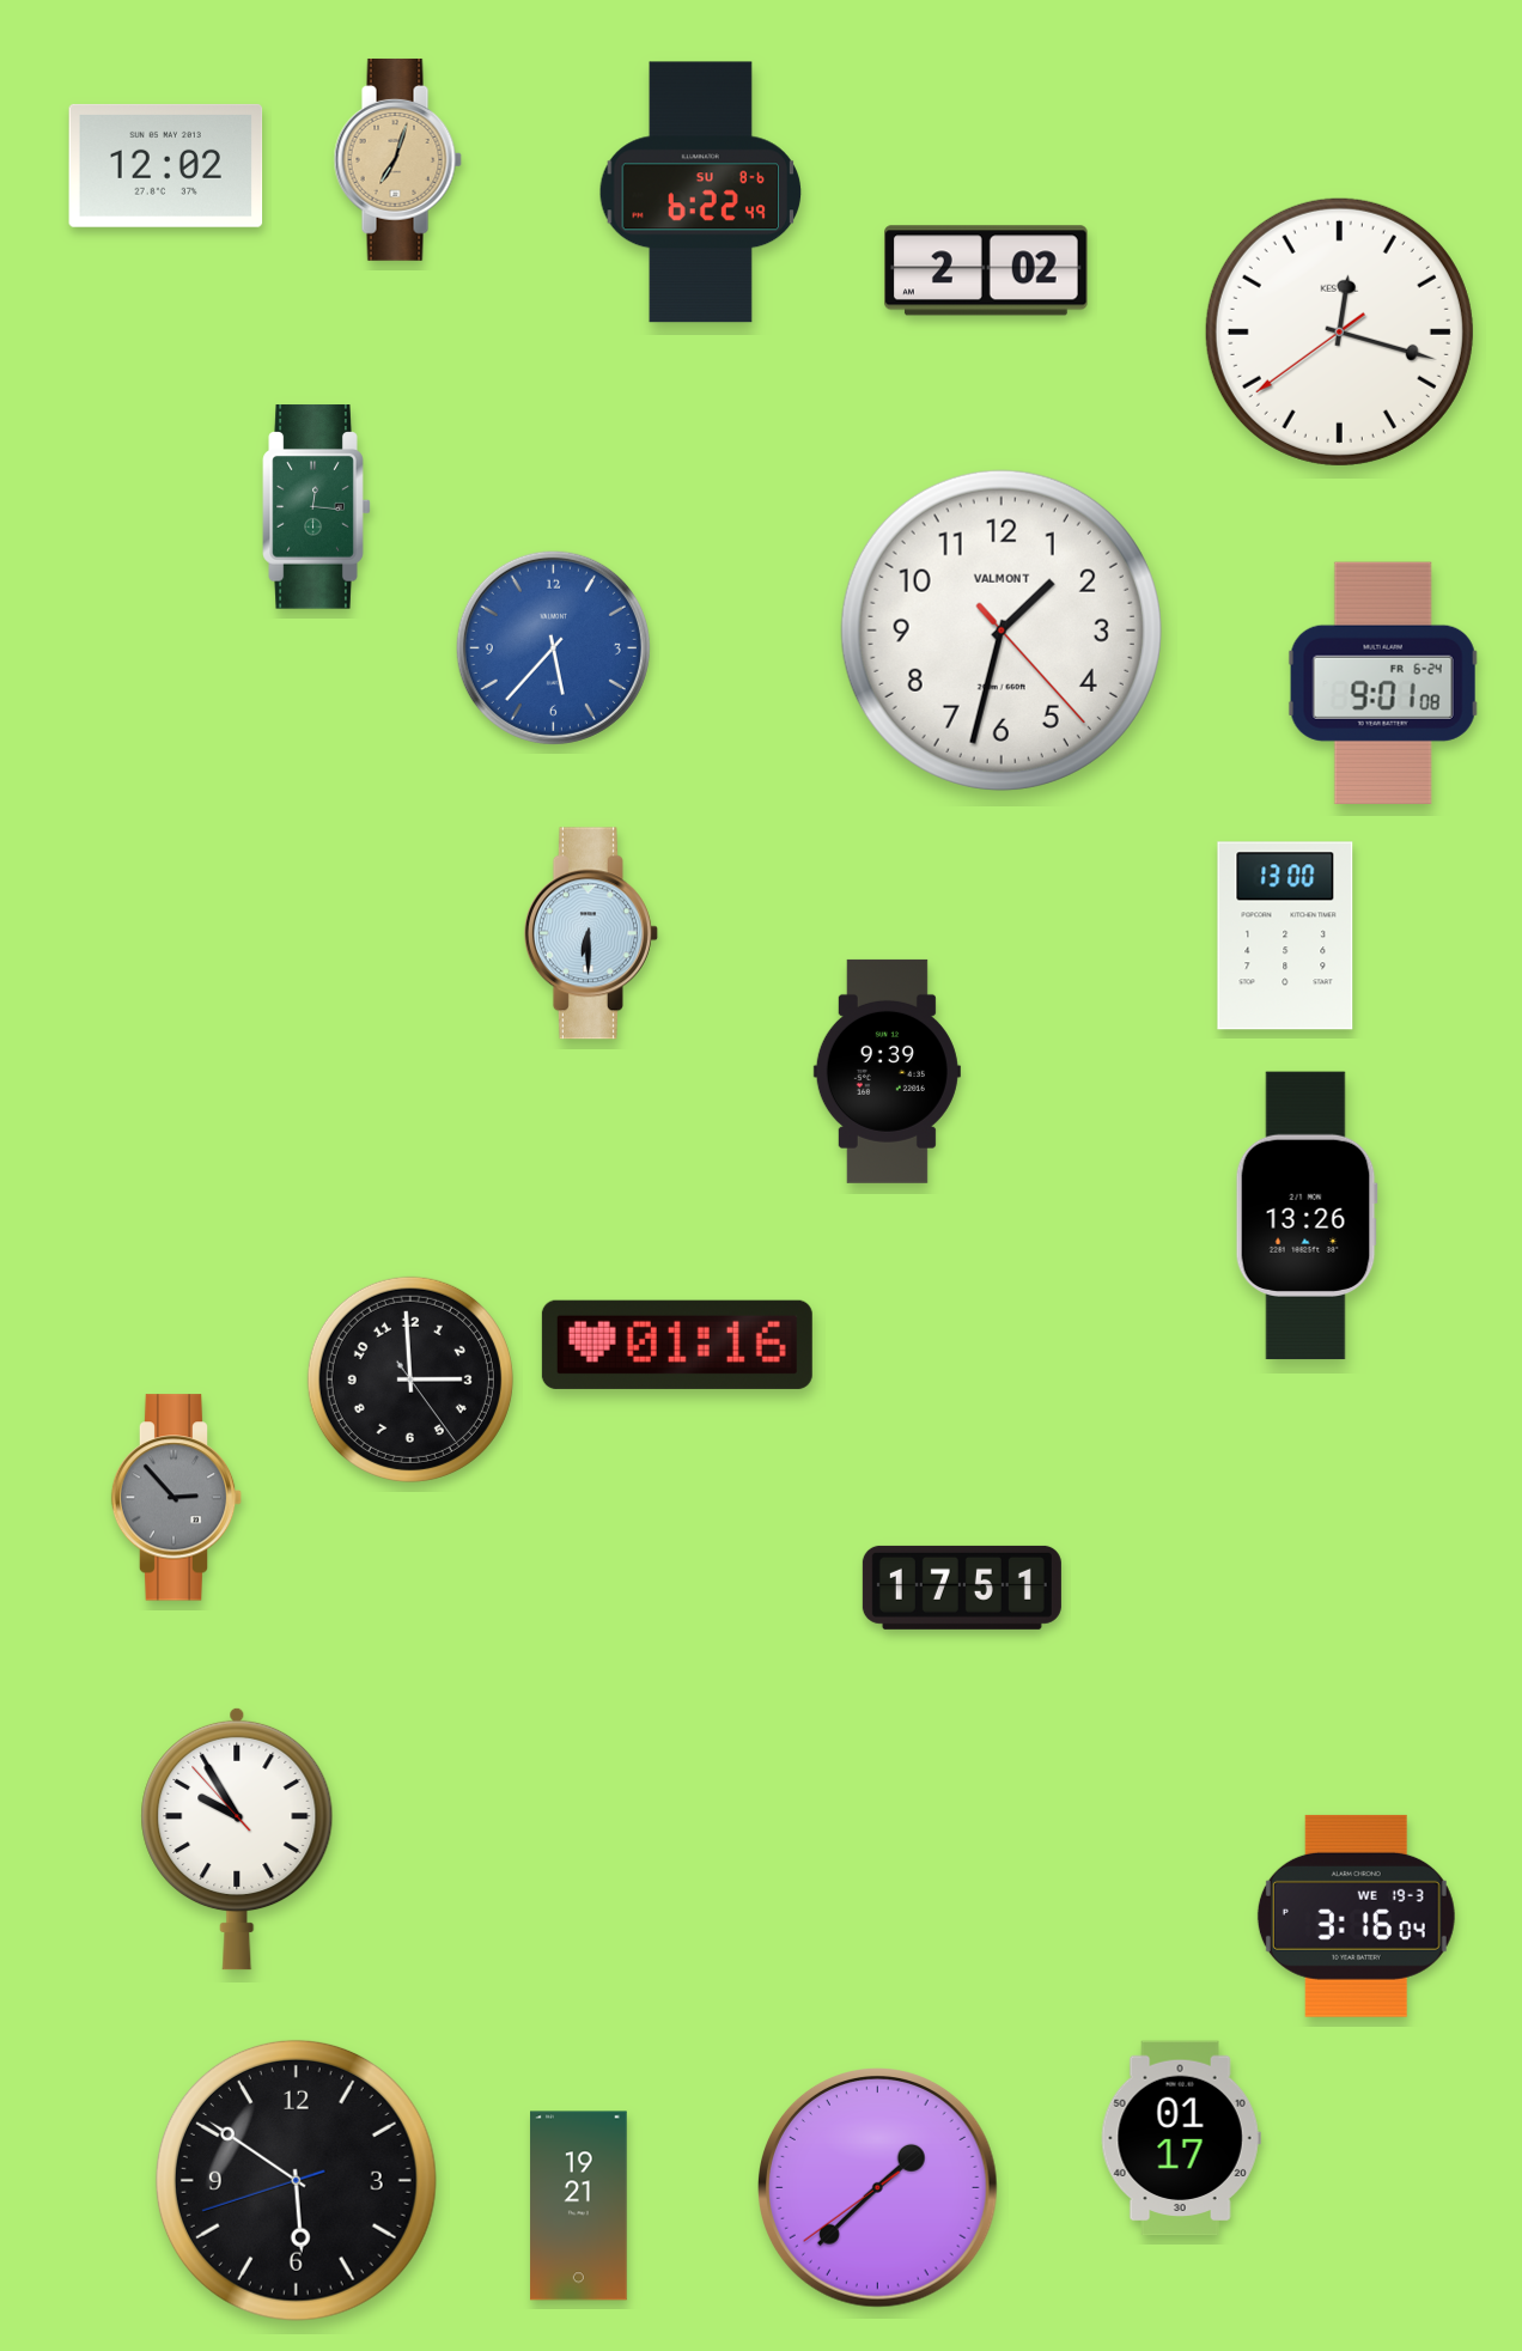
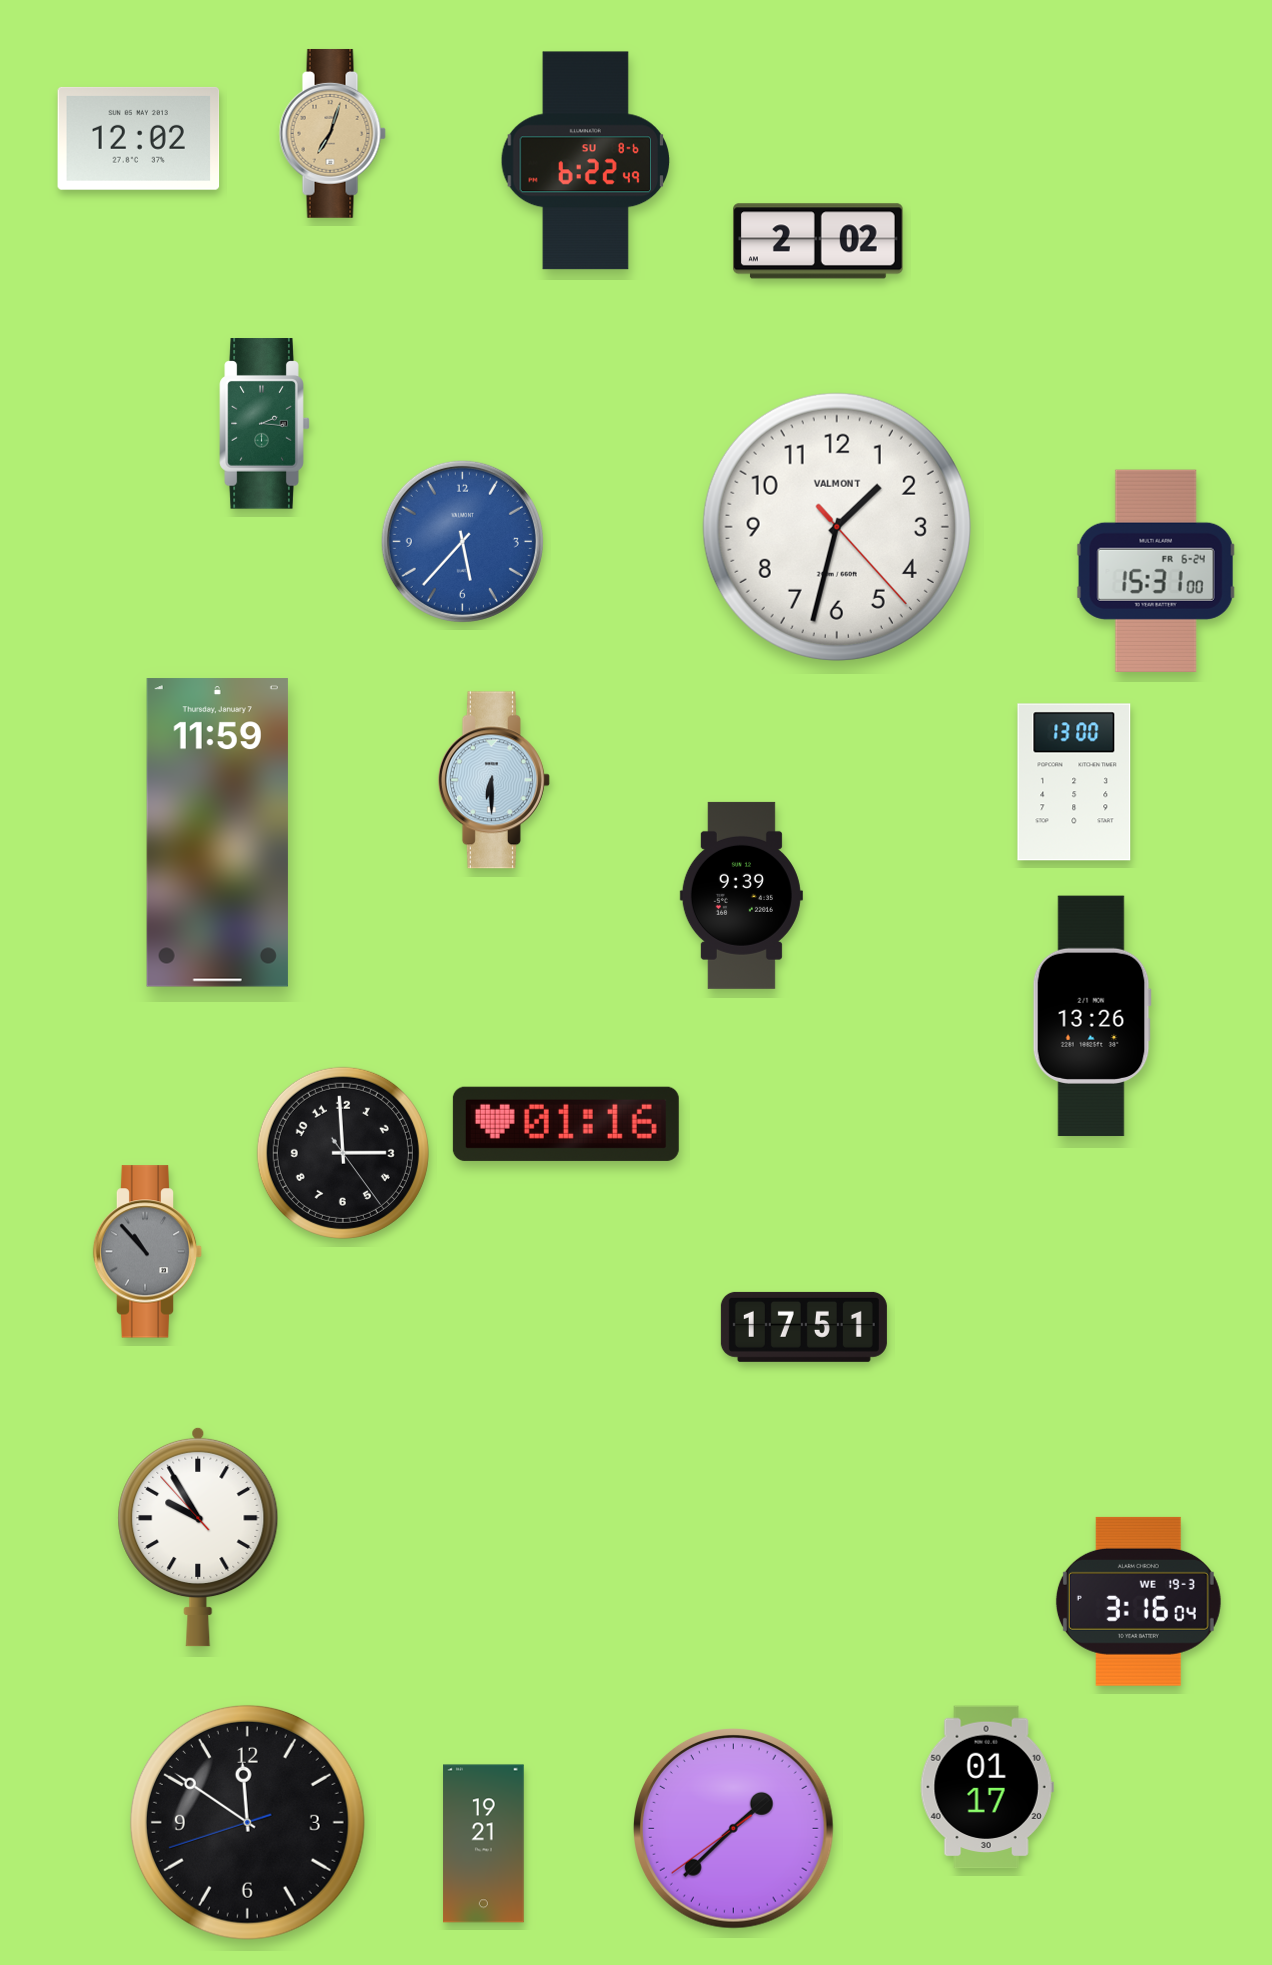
clock at (987, 270) position: (987, 270) -> (819, 241)
clock at (1339, 331): 12:17 -> none
clock at (317, 507): 12:16 -> 2:16
clock at (1383, 683): 9:01 -> 15:31
clock at (217, 833): none -> 11:59
clock at (177, 1498): 2:53 -> 10:53
clock at (1356, 1915) position: (1356, 1915) -> (1138, 1601)
clock at (296, 2180): 5:50 -> 11:50
